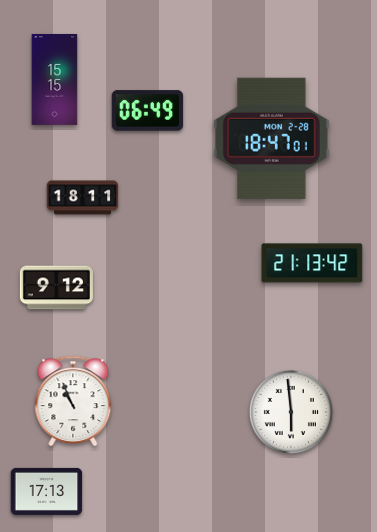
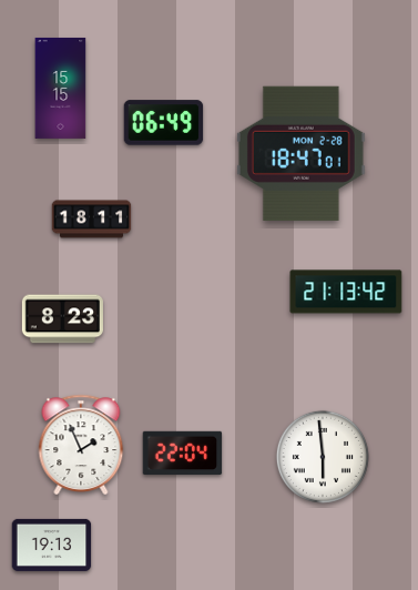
clock at (56, 288): 9:12 -> 8:23
clock at (73, 400): 10:56 -> 1:56
clock at (183, 454): none -> 22:04
clock at (47, 491): 17:13 -> 19:13
